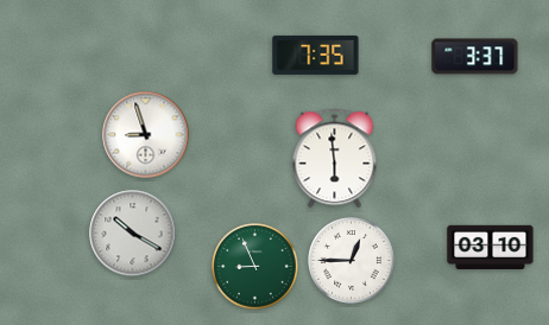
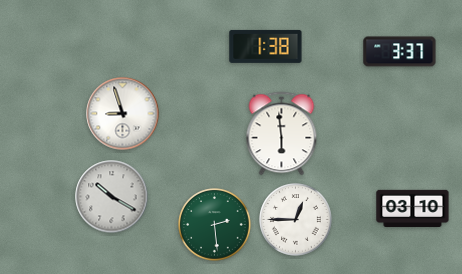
clock at (316, 55): 7:35 -> 1:38
clock at (475, 57) position: (475, 57) -> (400, 52)
clock at (255, 267): 8:56 -> 2:29
